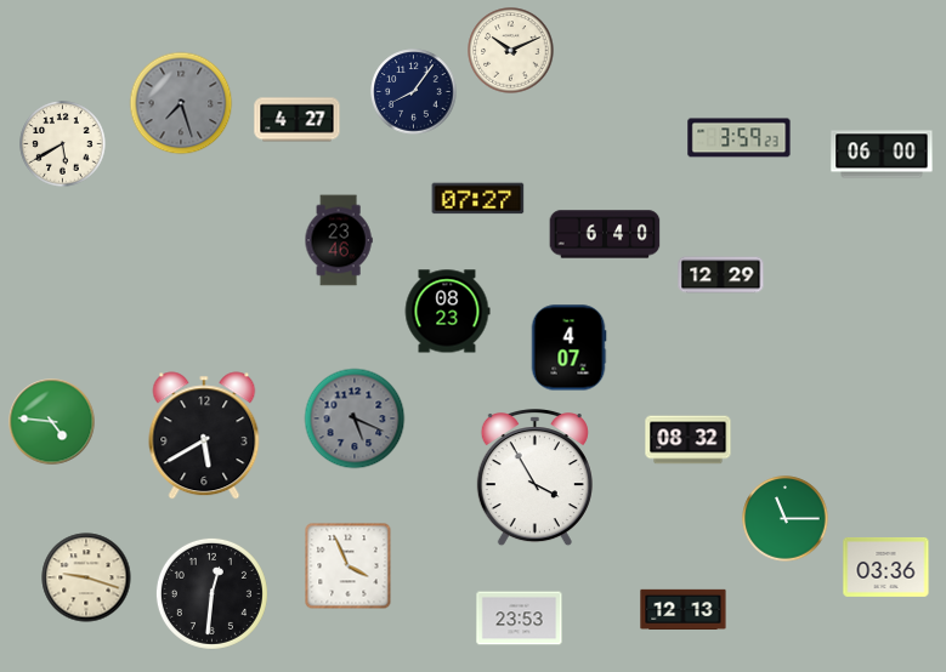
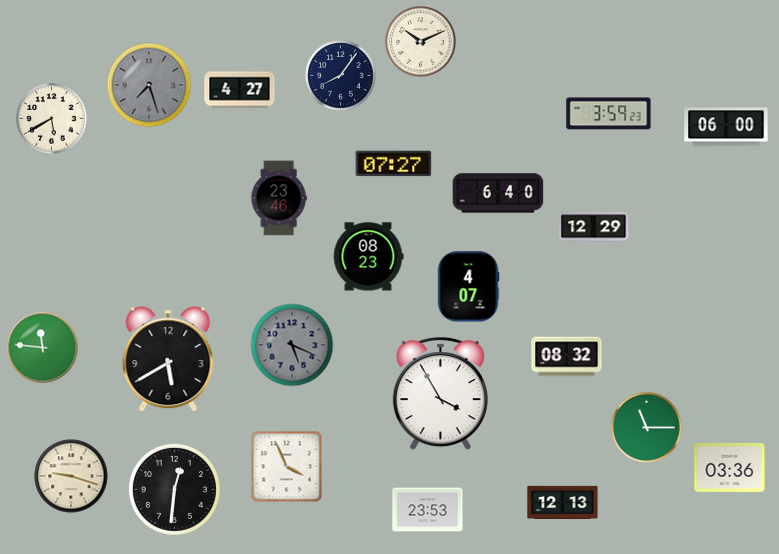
clock at (298, 120) position: (298, 120) -> (240, 90)
clock at (52, 422): 4:46 -> 11:46
clock at (689, 440) position: (689, 440) -> (567, 357)
